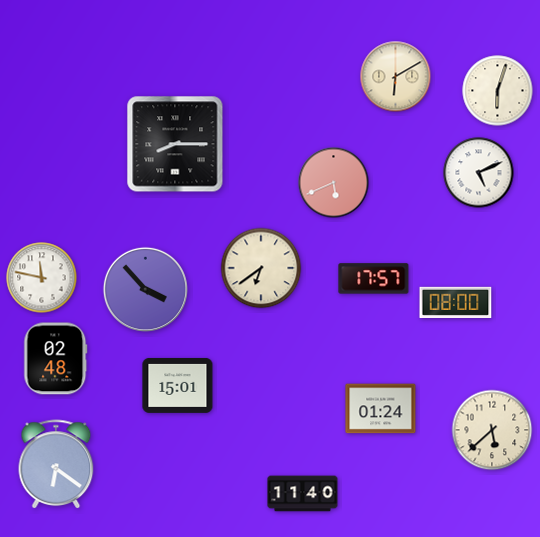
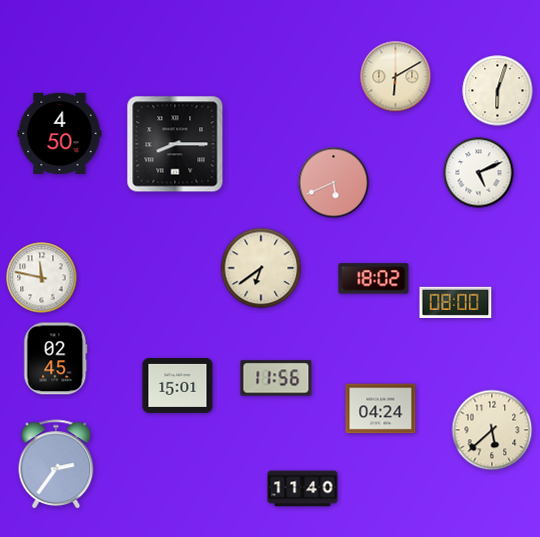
clock at (60, 133): none -> 4:50
clock at (374, 279): 17:57 -> 18:02
clock at (145, 289): 3:53 -> none
clock at (56, 359): 02:48 -> 02:45
clock at (276, 378): none -> 11:56
clock at (381, 409): 01:24 -> 04:24
clock at (56, 465): 6:21 -> 2:36
clock at (303, 494) position: (303, 494) -> (303, 489)
